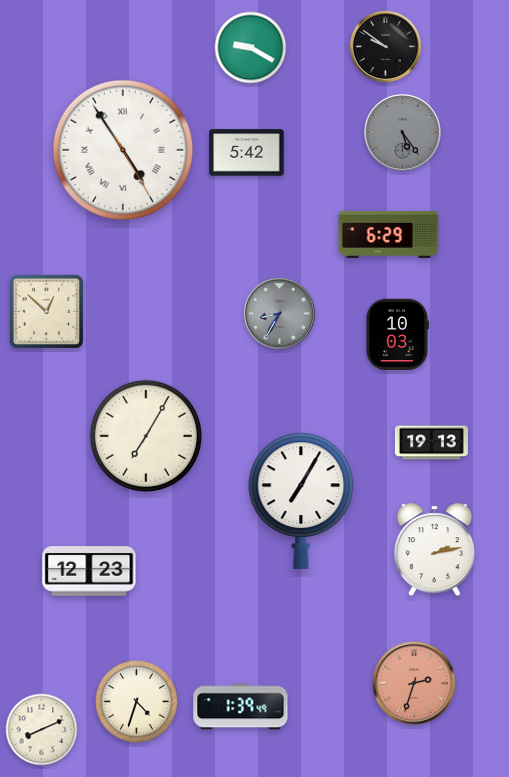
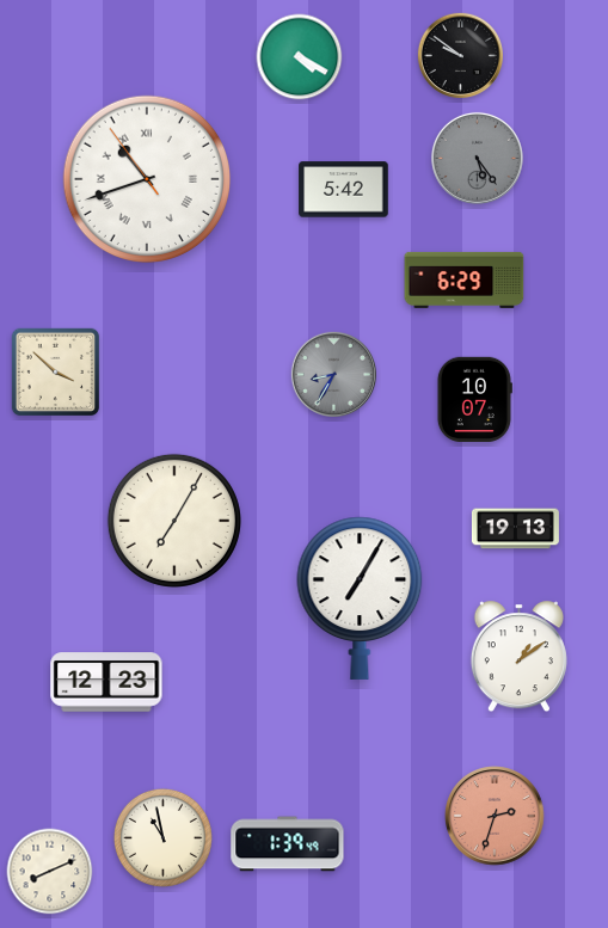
clock at (251, 48): 9:20 -> 4:20
clock at (402, 132) position: (402, 132) -> (477, 158)
clock at (123, 150): 4:54 -> 10:41
clock at (247, 153) position: (247, 153) -> (344, 190)
clock at (46, 311): 12:52 -> 3:52
clock at (397, 334): 10:03 -> 10:07
clock at (434, 550): 2:13 -> 1:09
clock at (136, 701): 4:33 -> 10:58
